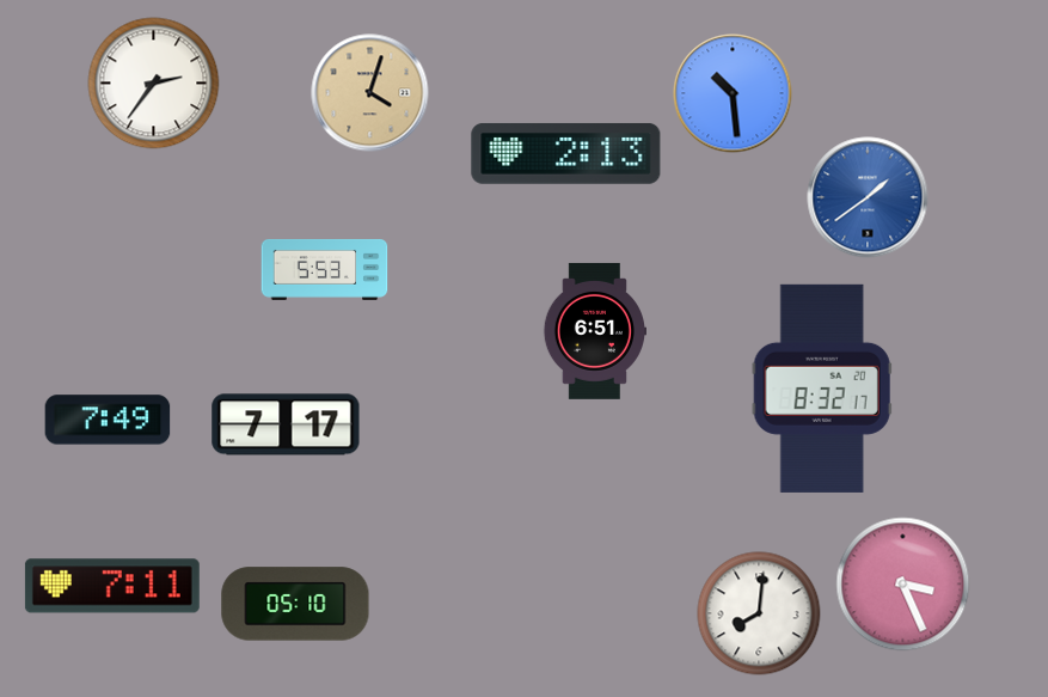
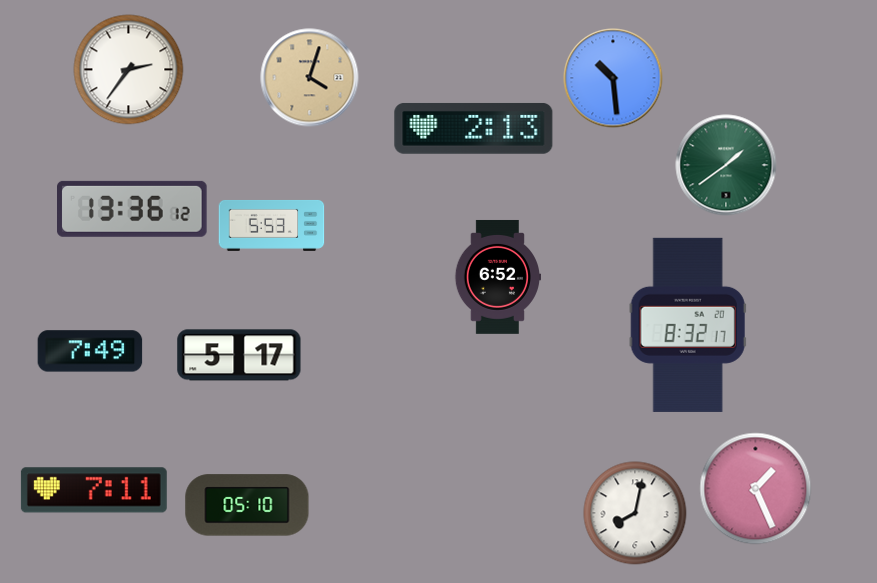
clock at (868, 197) dial: blue -> green
clock at (133, 209): none -> 13:36
clock at (594, 331): 6:51 -> 6:52
clock at (286, 424): 7:17 -> 5:17
clock at (903, 585): 3:26 -> 1:26
clock at (759, 613): 8:01 -> 8:02
